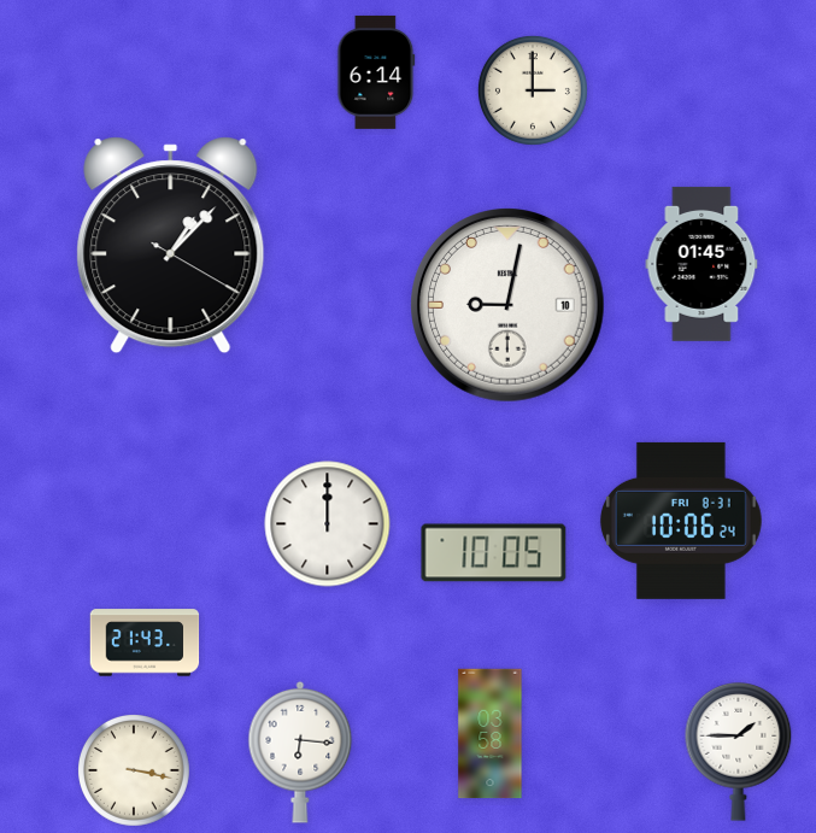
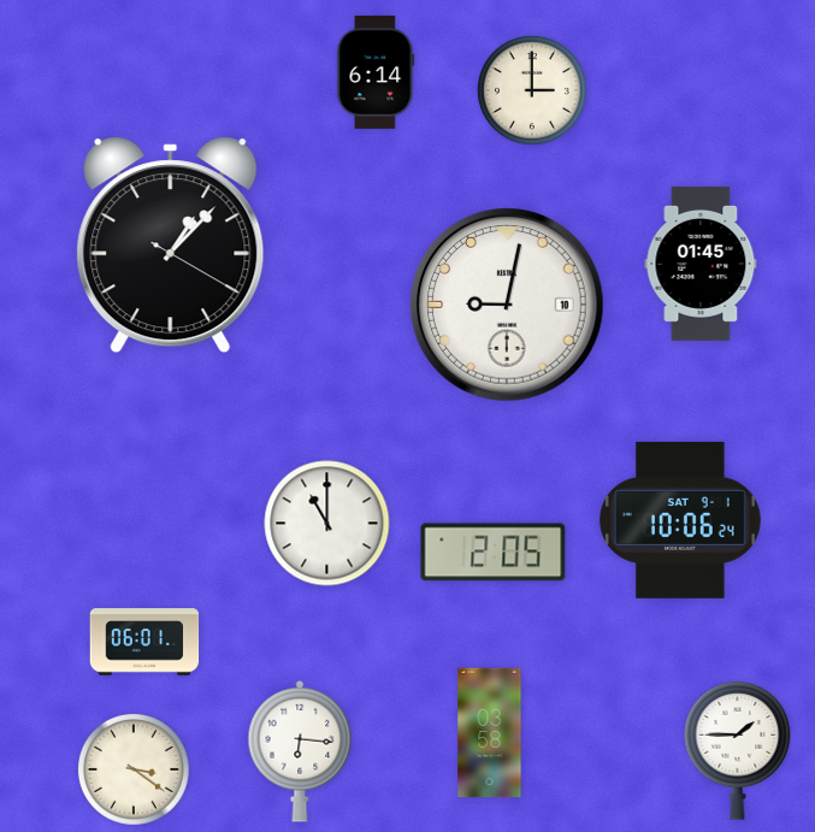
clock at (681, 521) date: FRI 8-31 -> SAT 9-1
clock at (328, 524): 12:00 -> 11:00
clock at (494, 553): 10:05 -> 2:05
clock at (145, 643): 21:43 -> 06:01
clock at (135, 772): 3:17 -> 3:21
